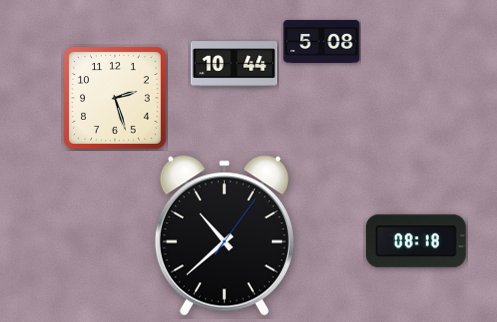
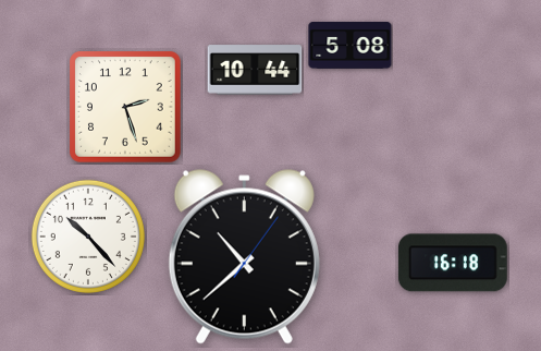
clock at (88, 237): none -> 10:23
clock at (416, 241): 08:18 -> 16:18
